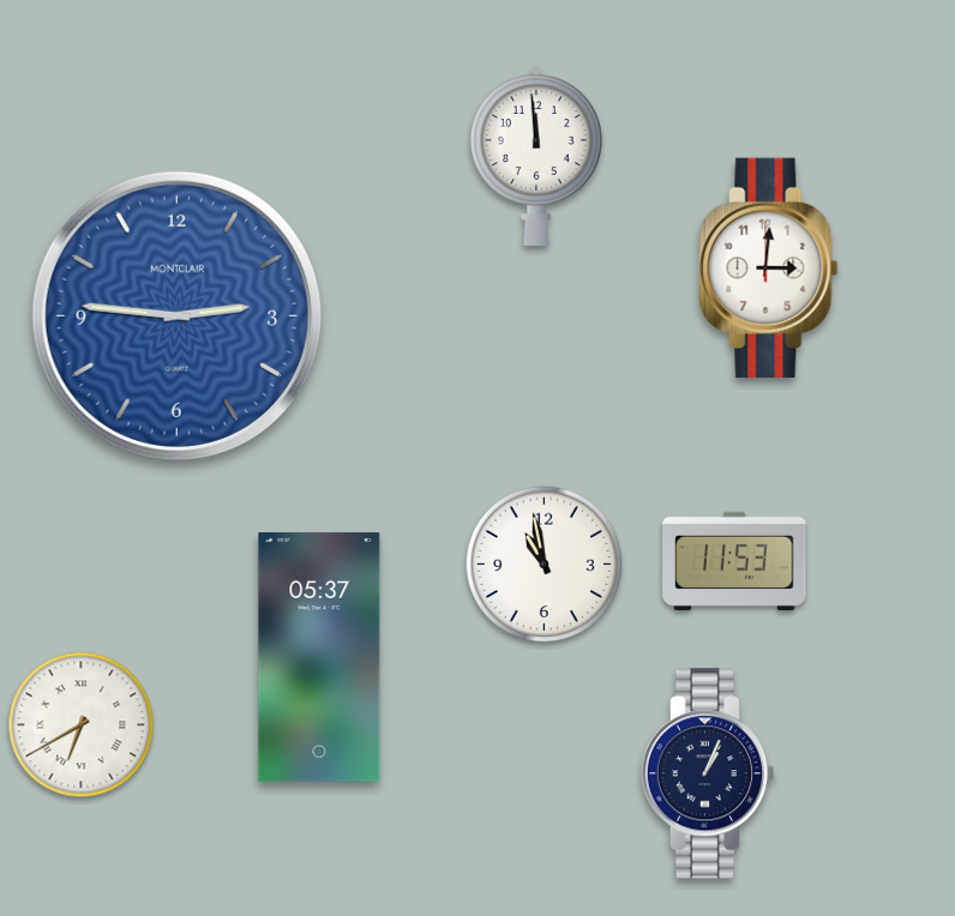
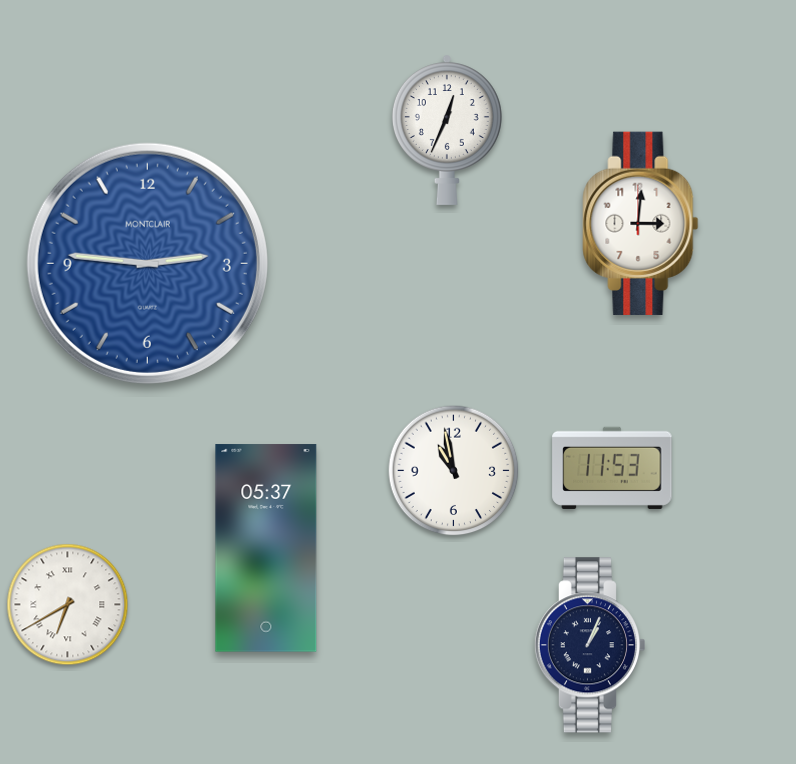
clock at (536, 156): 11:59 -> 12:34
